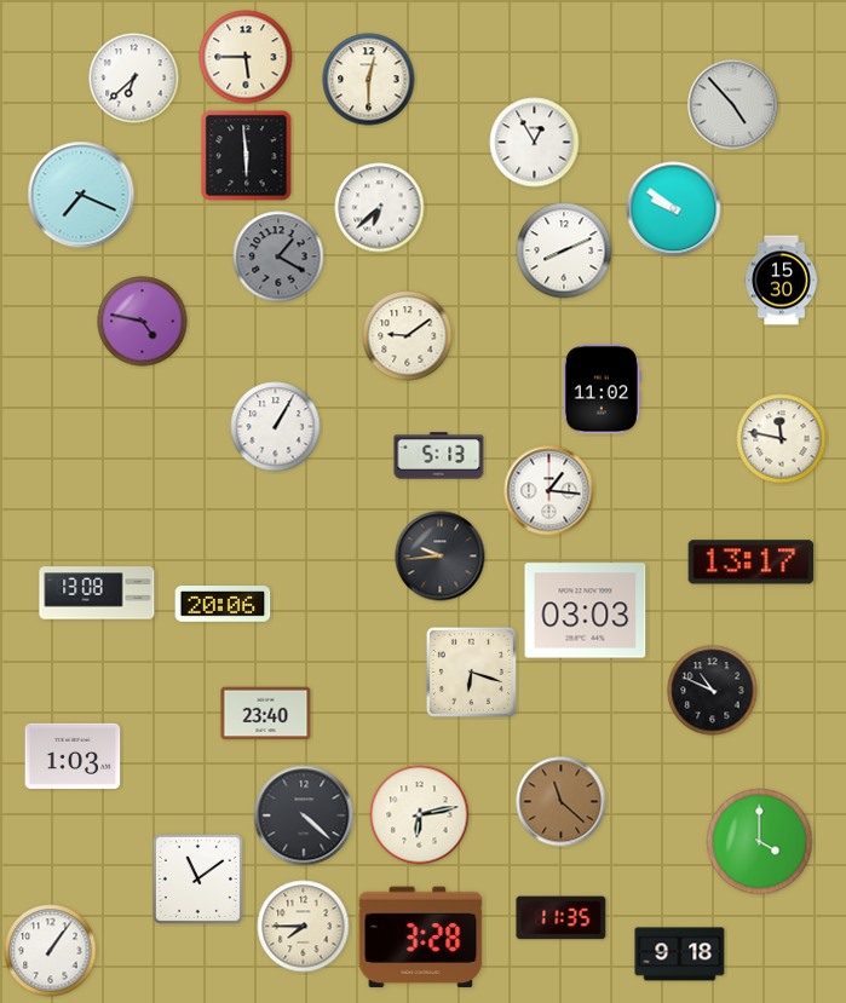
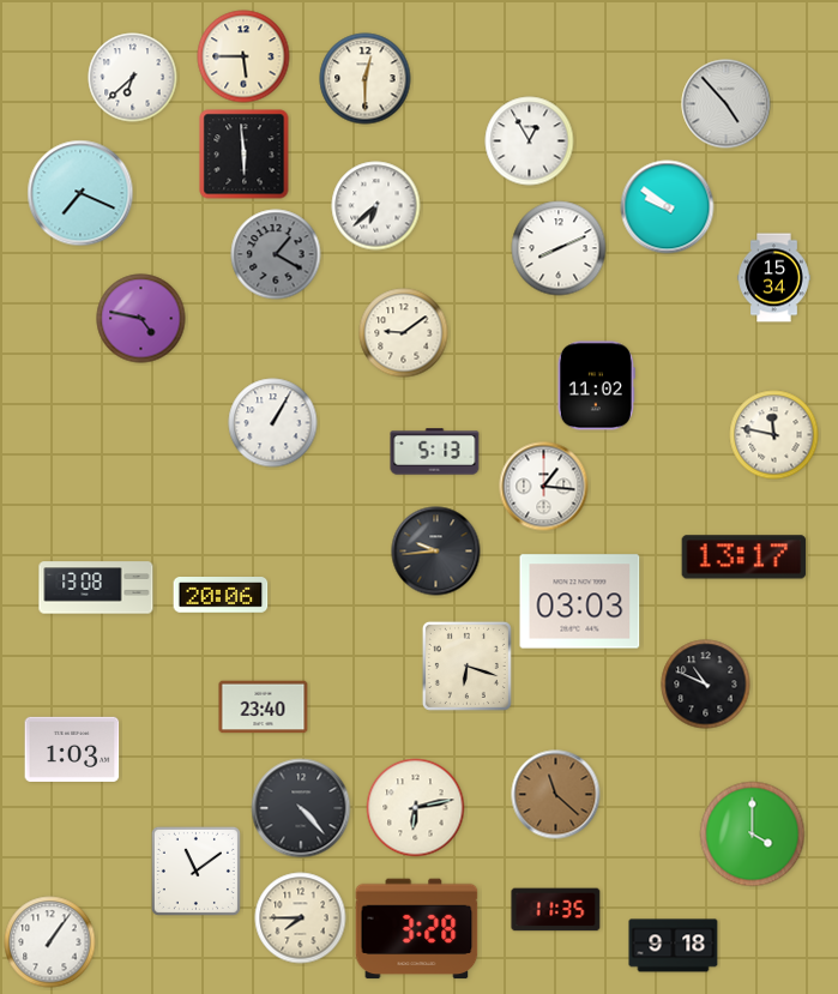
clock at (782, 281): 15:30 -> 15:34
clock at (223, 605) position: (223, 605) -> (221, 596)
clock at (586, 611) position: (586, 611) -> (580, 602)
clock at (304, 815): 4:22 -> 4:23
